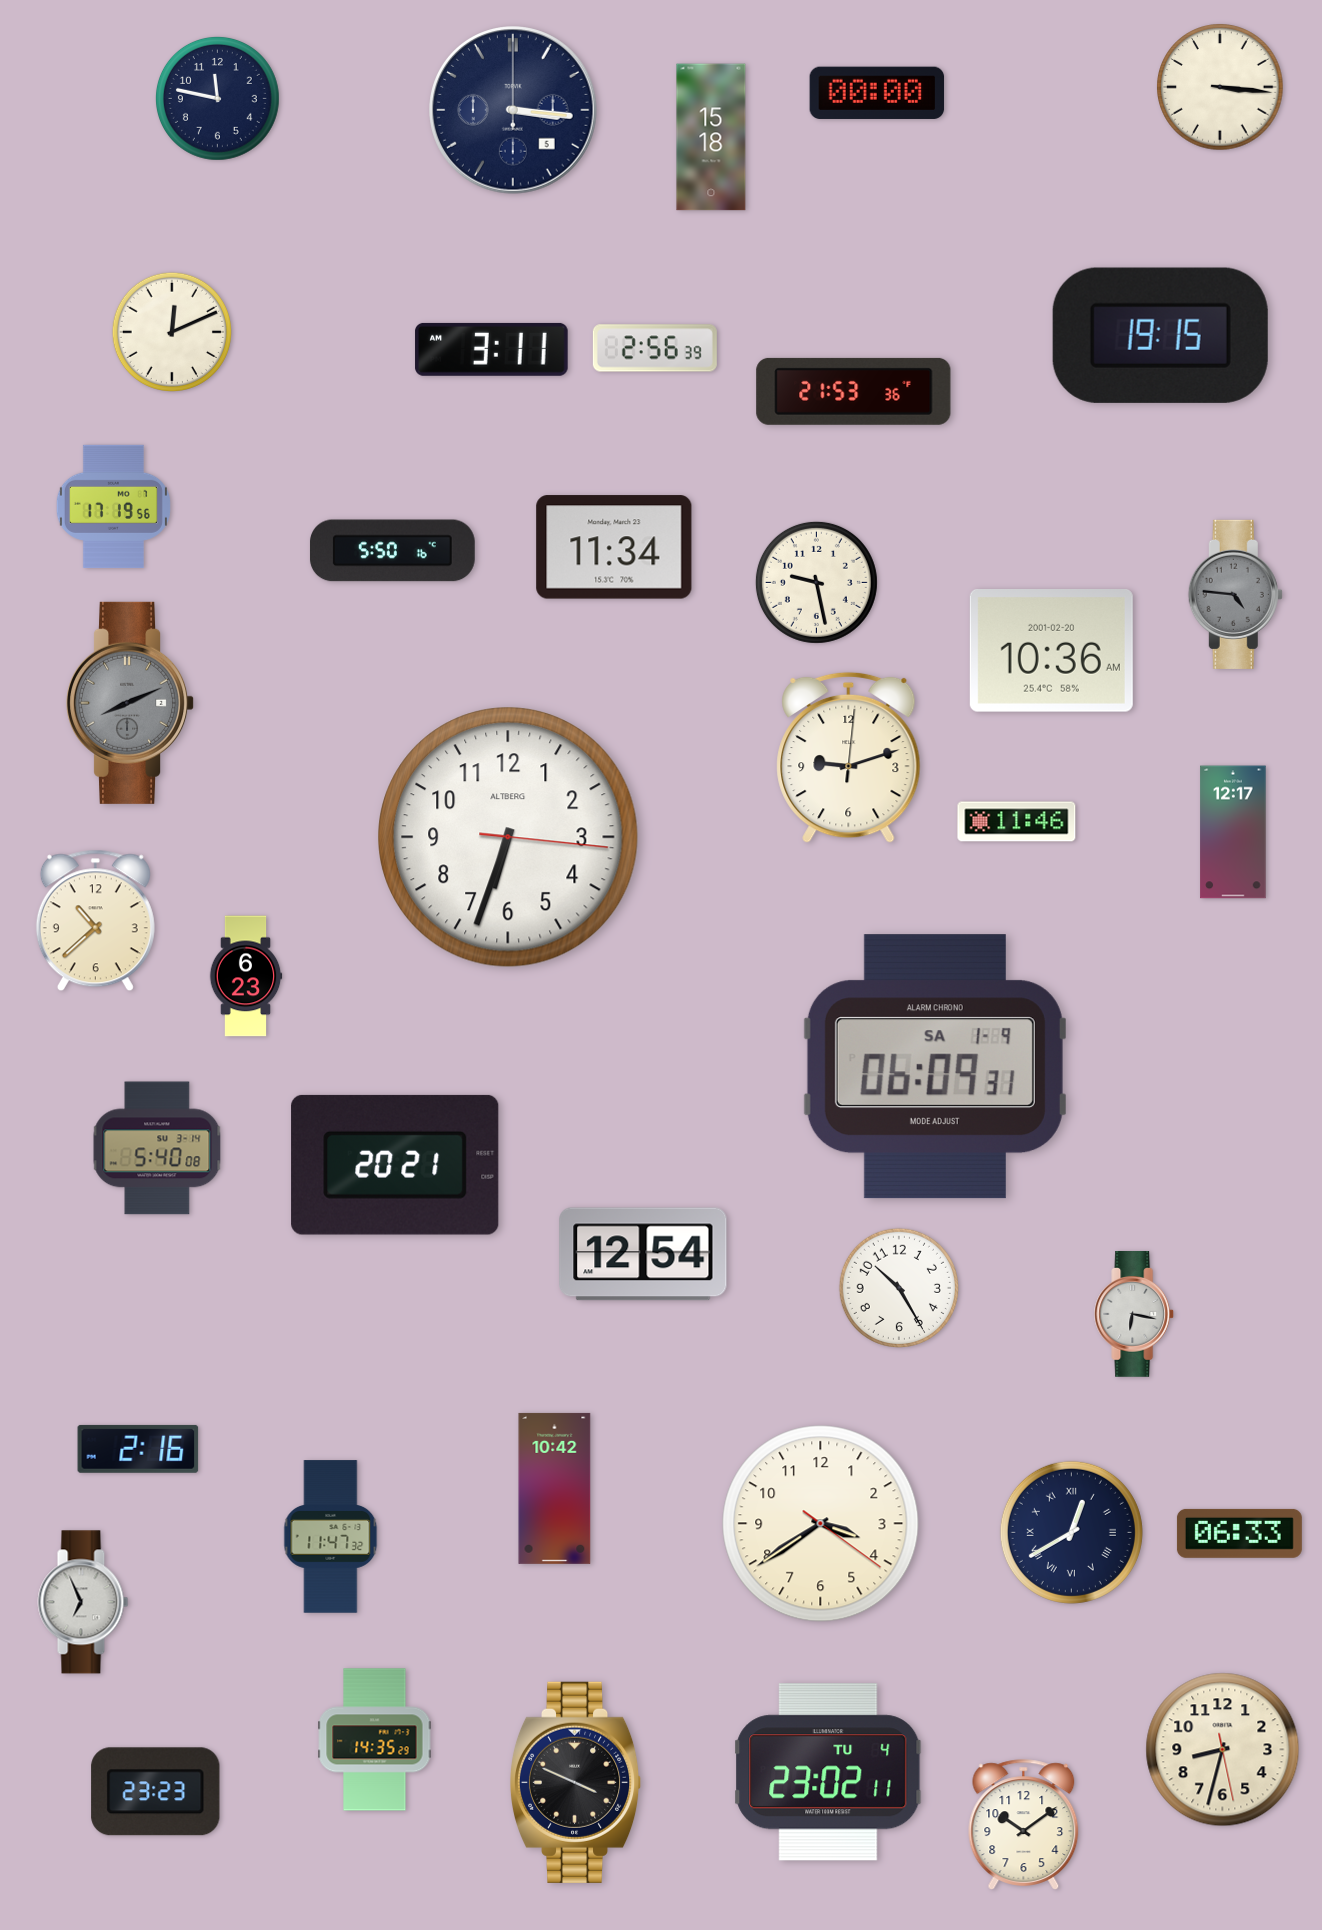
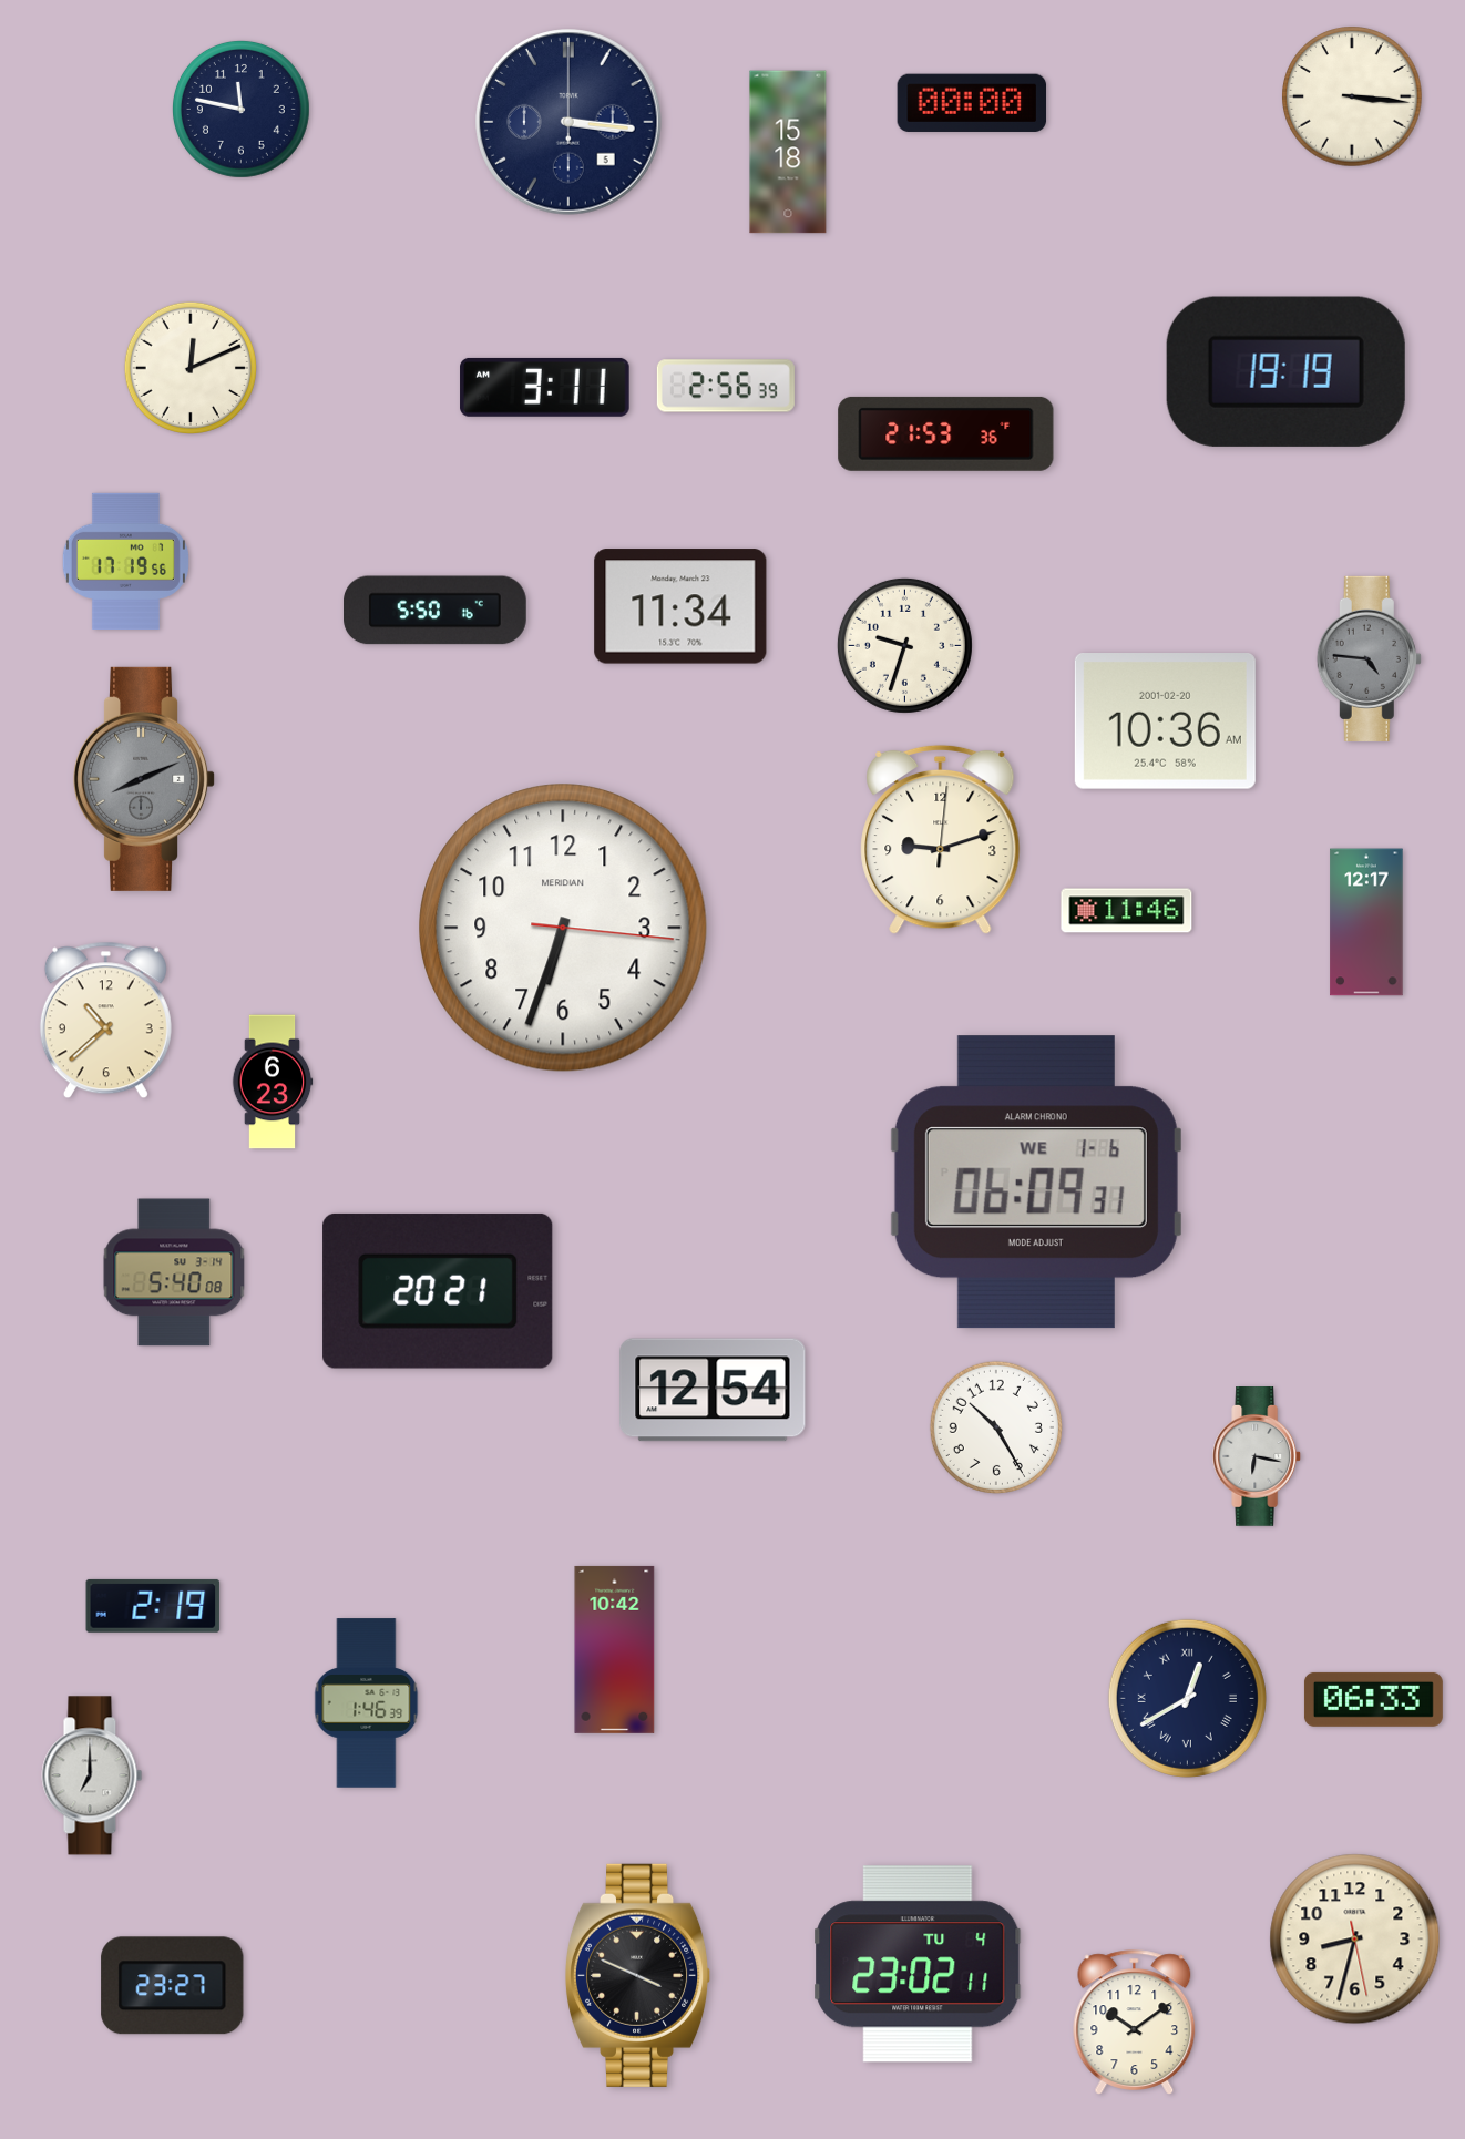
clock at (1160, 335): 19:15 -> 19:19
clock at (816, 582): 9:28 -> 9:33
clock at (508, 837) brand: ALTBERG -> MERIDIAN
clock at (935, 1067) date: SA 1-9 -> WE 1-6
clock at (138, 1449): 2:16 -> 2:19
clock at (821, 1524): 3:39 -> none
clock at (331, 1537): 11:47 -> 1:46
clock at (83, 1602): 6:56 -> 7:00
clock at (375, 1740): 14:35 -> none
clock at (156, 1792): 23:23 -> 23:27
